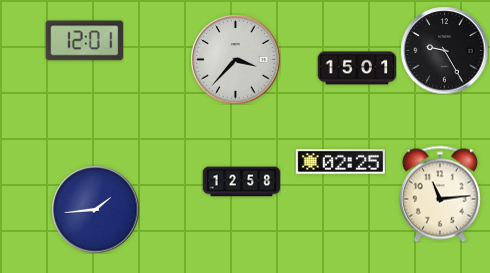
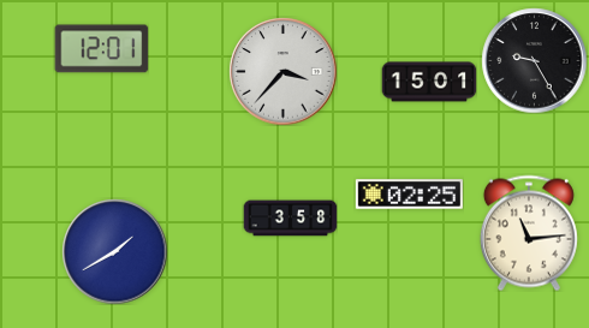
clock at (241, 182): 12:58 -> 3:58
clock at (95, 209): 1:44 -> 1:40
